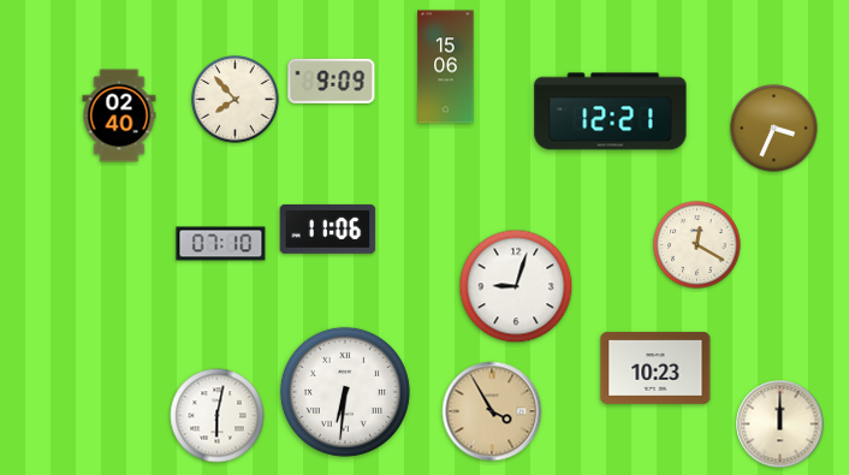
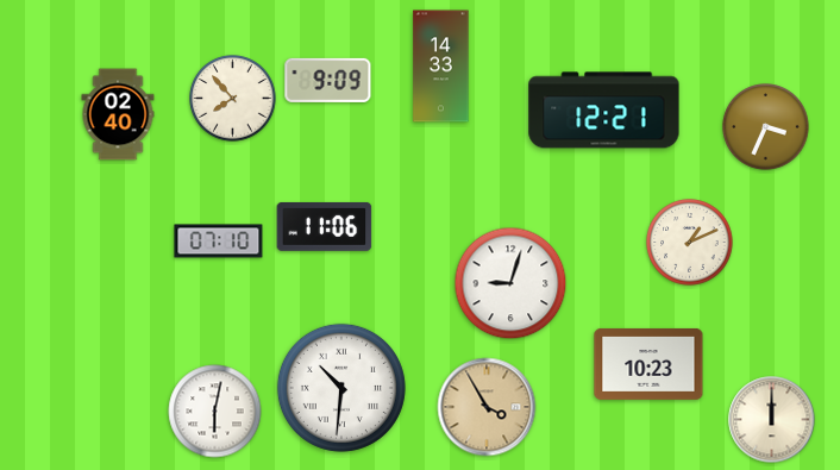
clock at (446, 67): 15:06 -> 14:33
clock at (697, 245): 12:20 -> 1:11
clock at (345, 392): 6:31 -> 10:31
